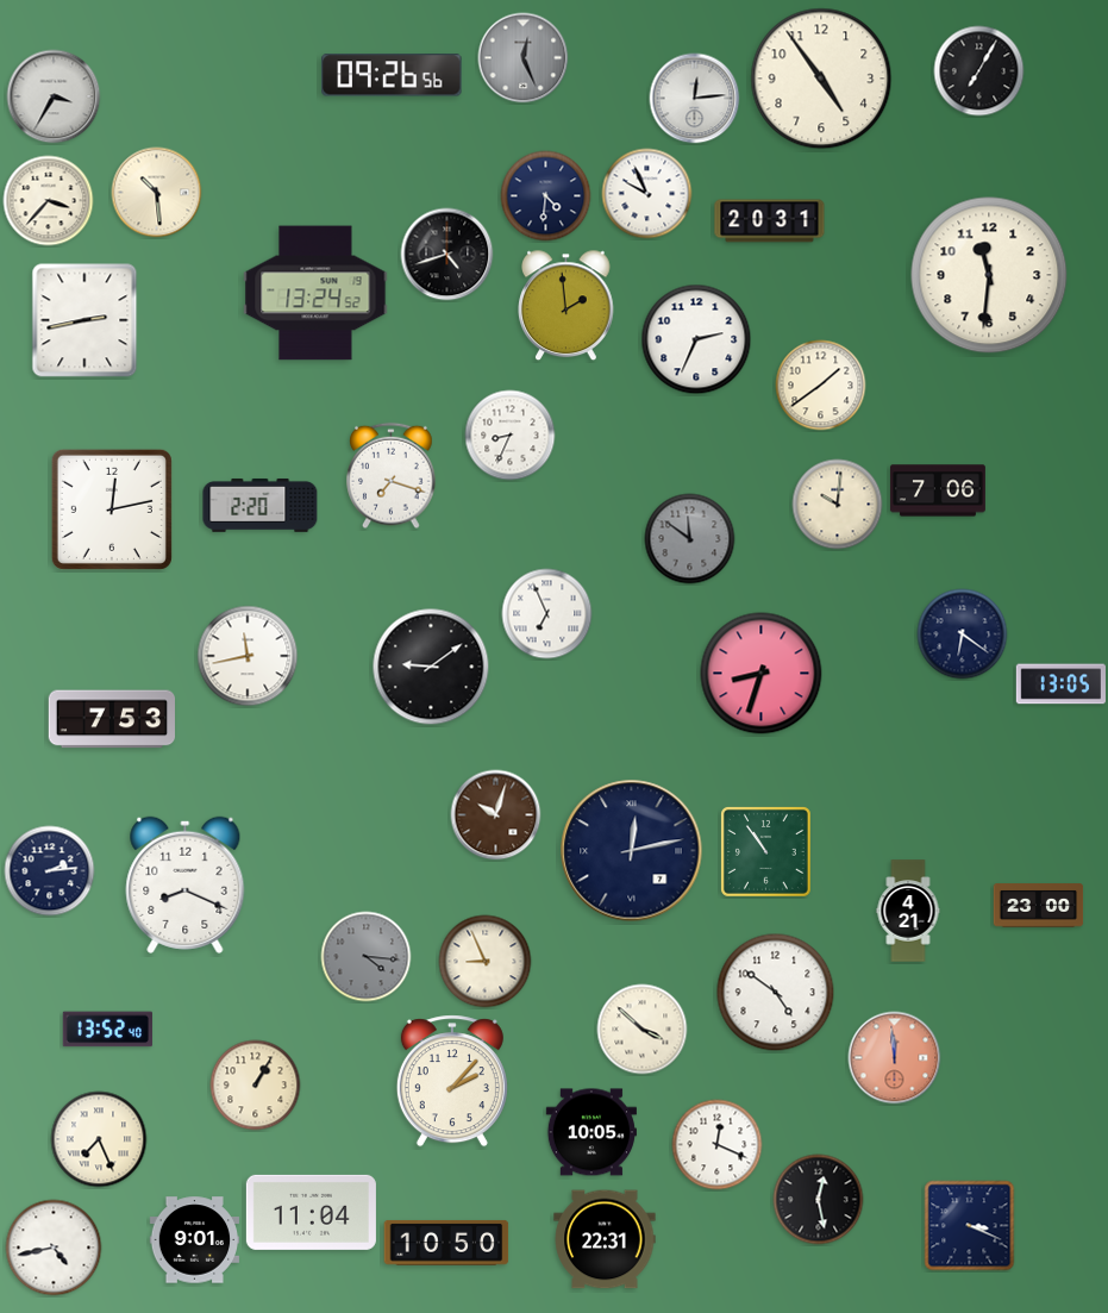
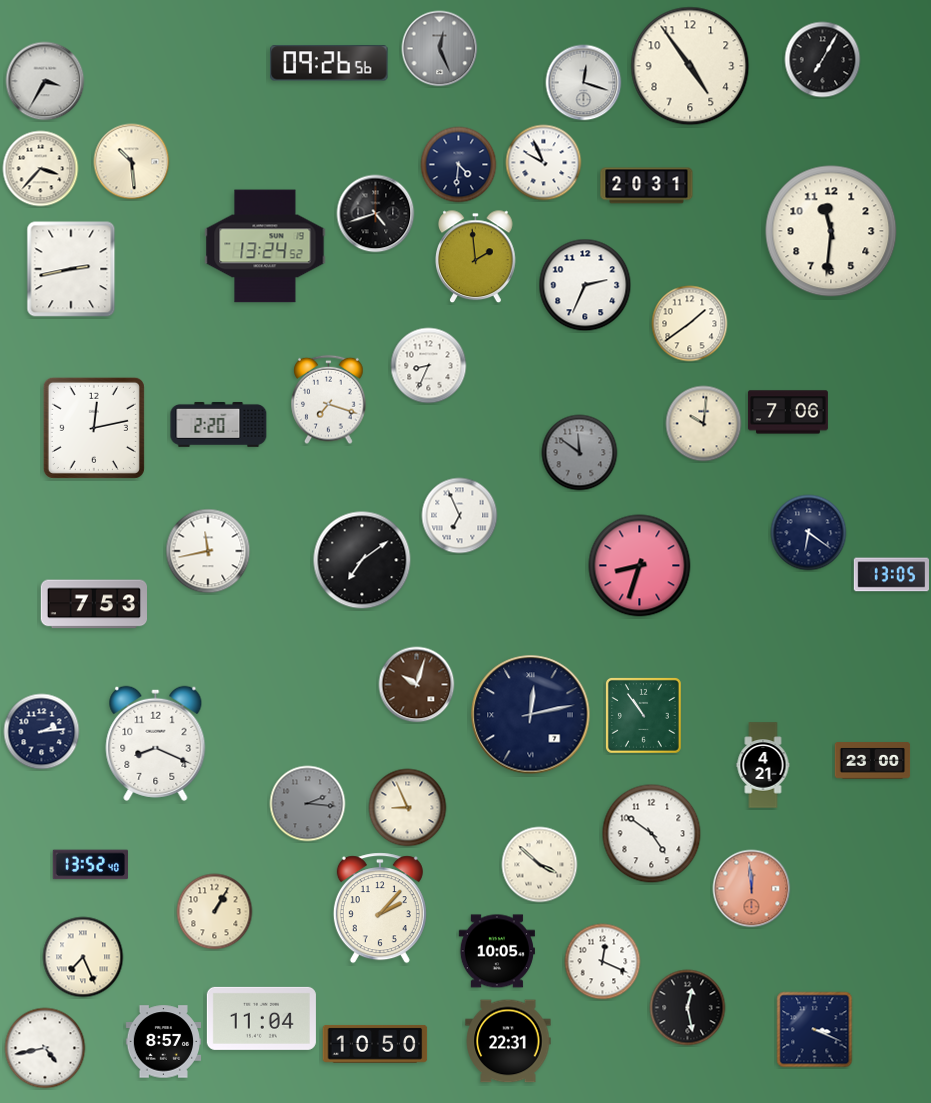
clock at (695, 99): 12:14 -> 12:18
clock at (431, 667): 9:09 -> 7:09
clock at (367, 957): 4:16 -> 2:16
clock at (195, 1240): 9:01 -> 8:57
